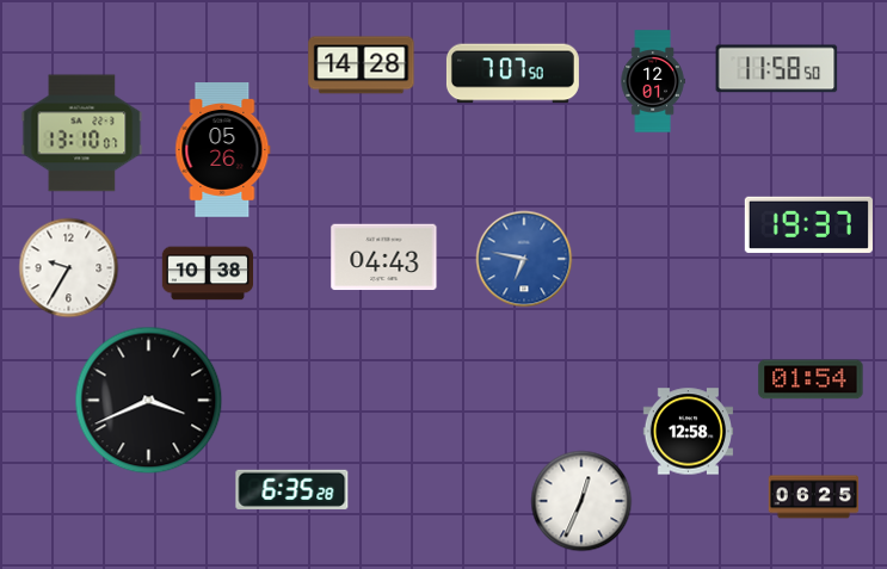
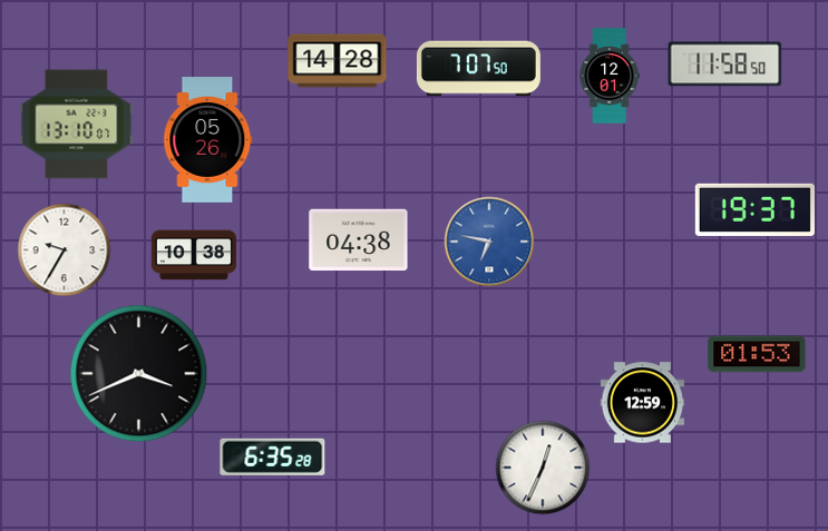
clock at (384, 258): 04:43 -> 04:38
clock at (811, 379): 01:54 -> 01:53
clock at (689, 432): 12:58 -> 12:59
clock at (814, 497): 06:25 -> none
